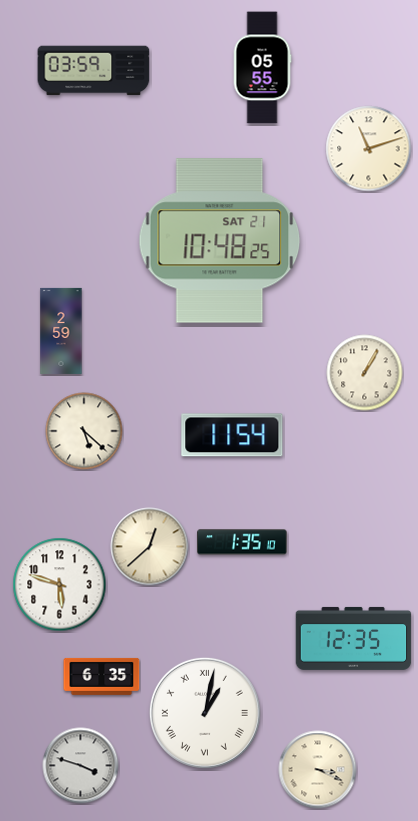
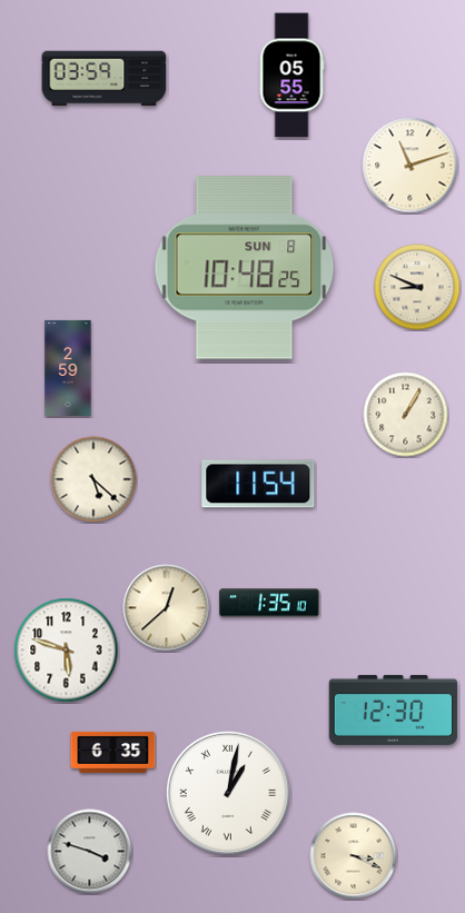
clock at (220, 241) date: SAT 21 -> SUN 8
clock at (417, 287): none -> 8:49
clock at (354, 638): 12:35 -> 12:30
